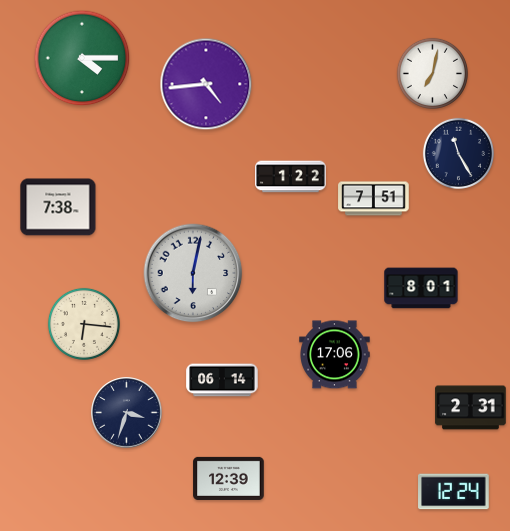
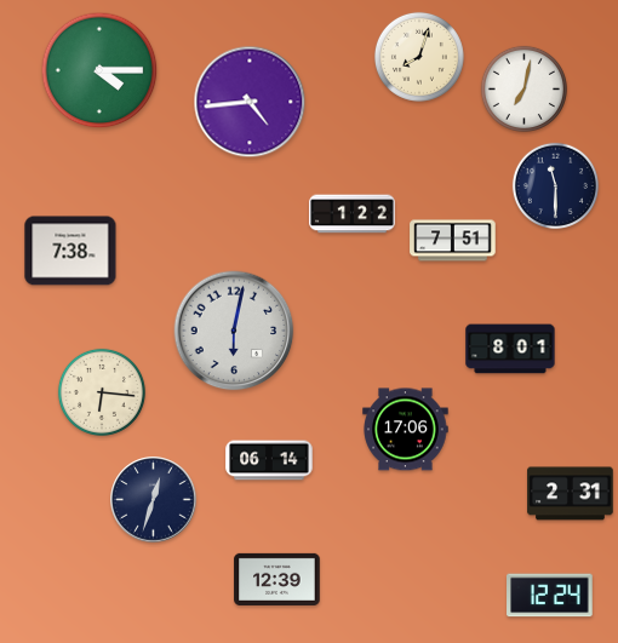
clock at (419, 57): none -> 8:03
clock at (458, 153): 11:25 -> 11:30
clock at (127, 413): 3:33 -> 12:33
